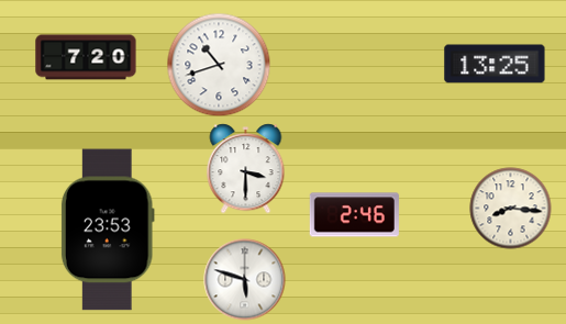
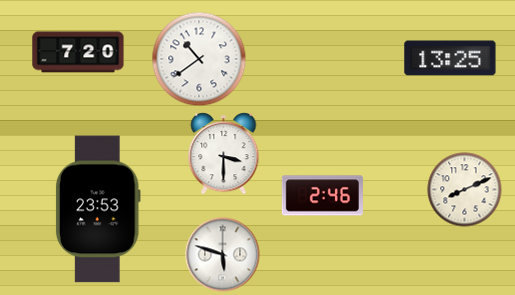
clock at (219, 65): 10:42 -> 10:39
clock at (511, 209): 8:16 -> 8:11
